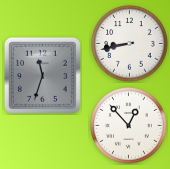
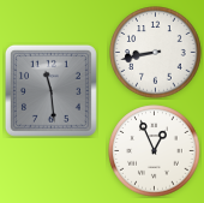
clock at (42, 75): 11:33 -> 11:29
clock at (129, 126): 12:53 -> 12:56
